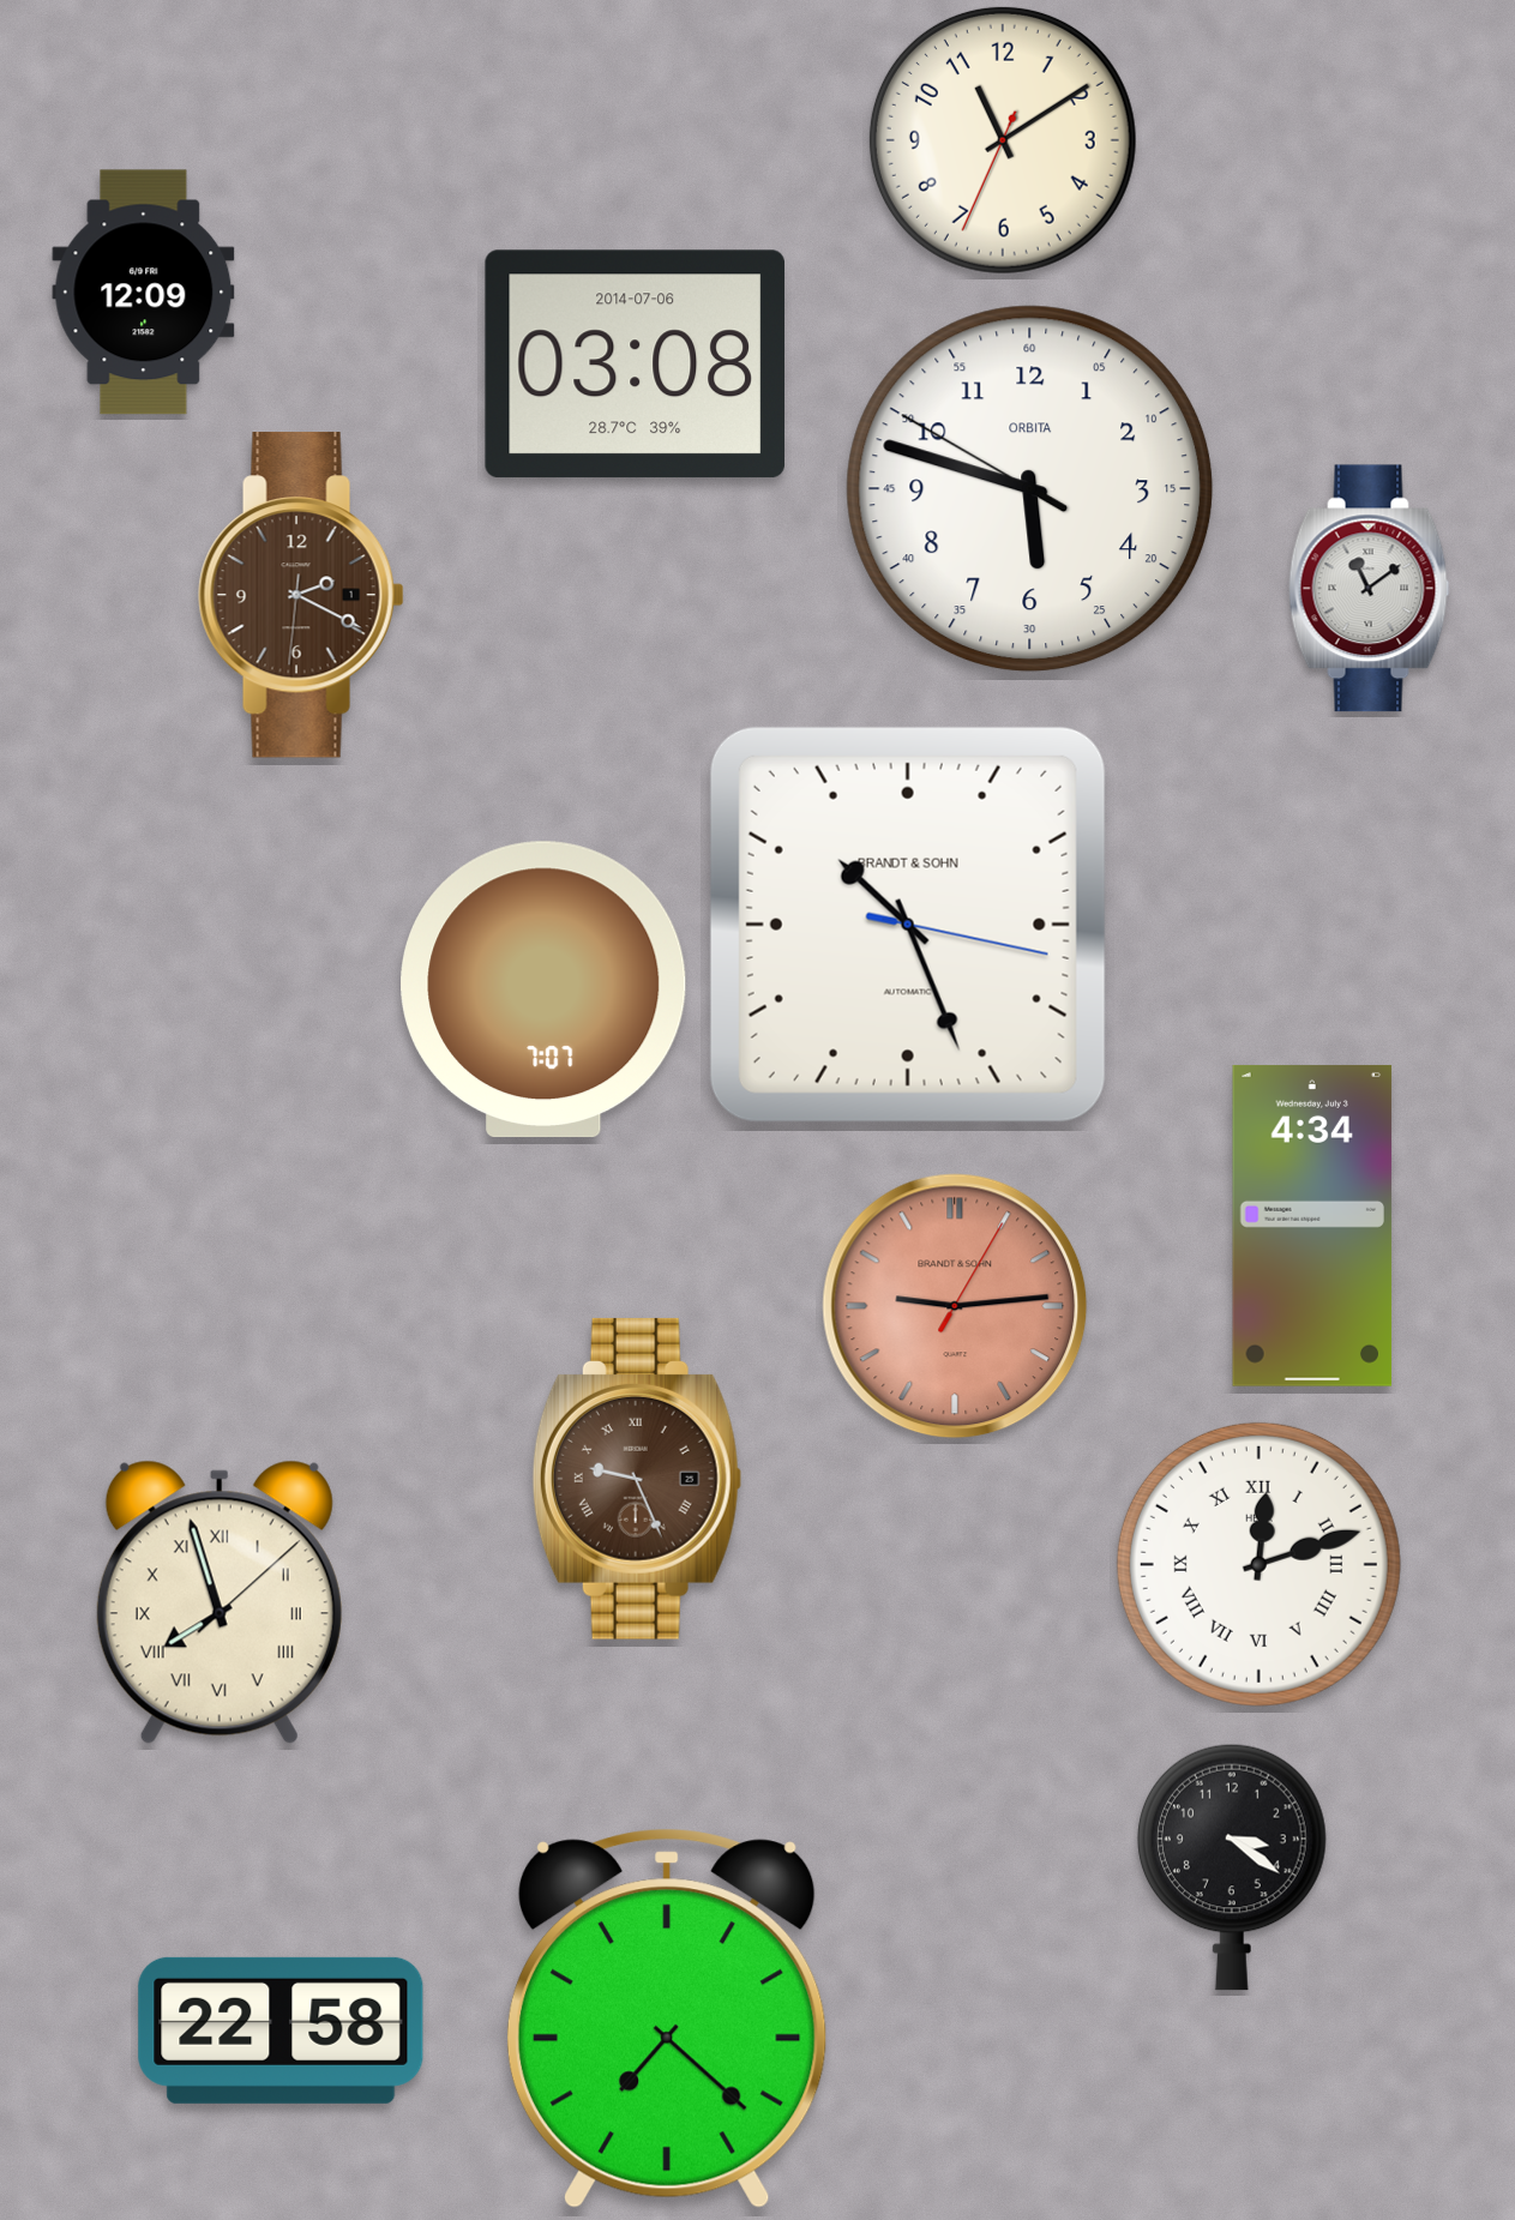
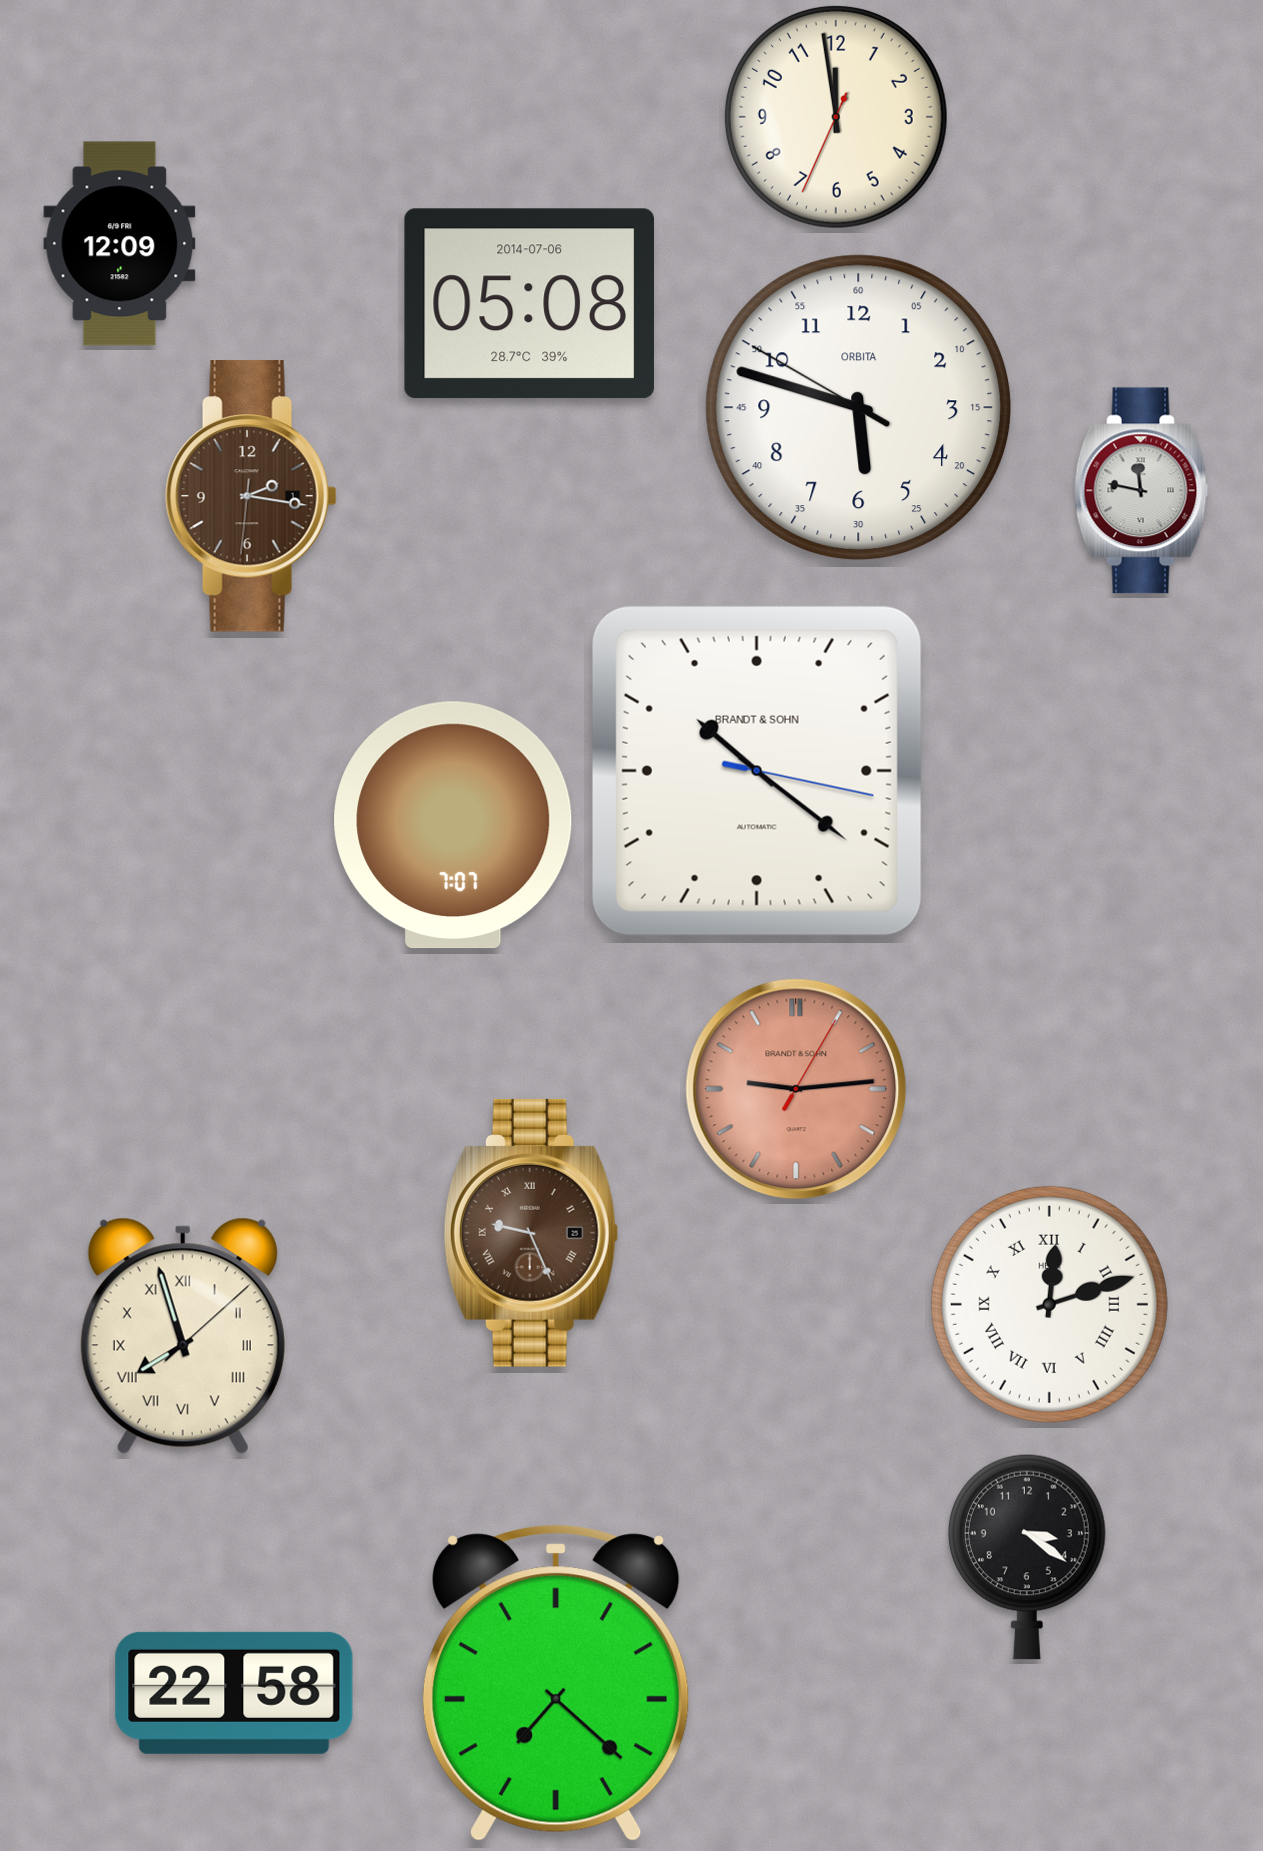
clock at (1003, 140): 11:09 -> 11:58
clock at (635, 365): 03:08 -> 05:08
clock at (1370, 589): 11:09 -> 11:47
clock at (301, 595): 2:19 -> 2:16
clock at (908, 925): 10:26 -> 10:21
clock at (1312, 1226): 4:34 -> none
